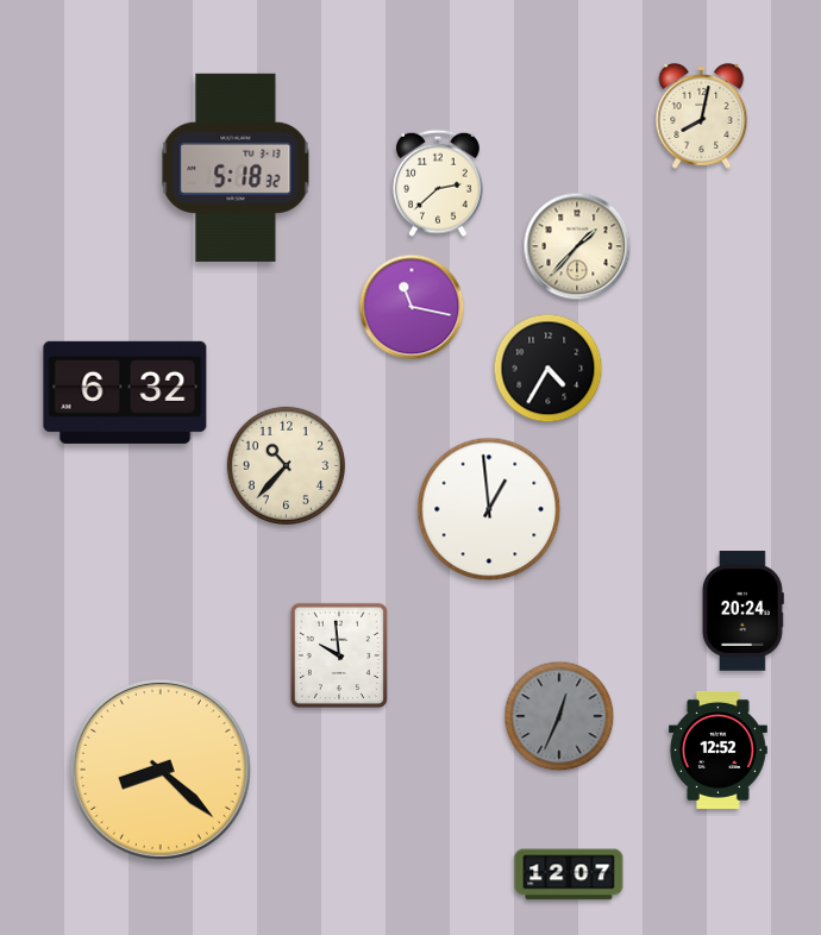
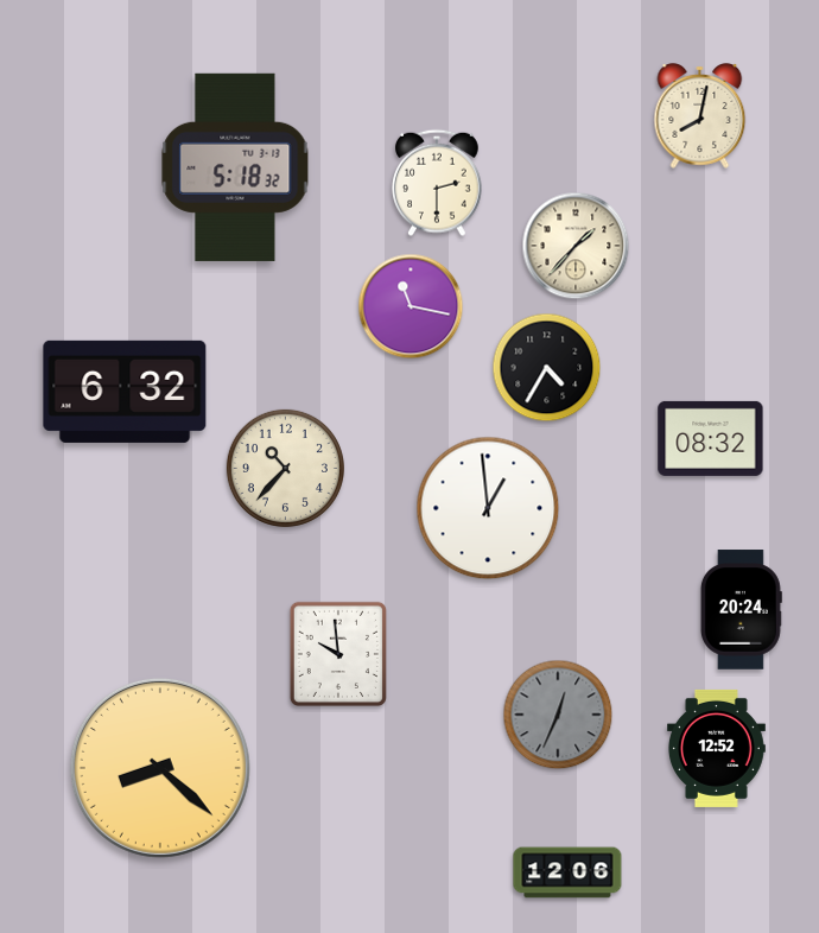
clock at (439, 183): 2:38 -> 2:30
clock at (711, 438): none -> 08:32
clock at (286, 465) position: (286, 465) -> (285, 468)
clock at (569, 874): 12:07 -> 12:06
